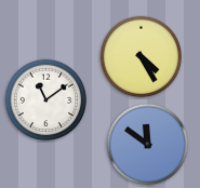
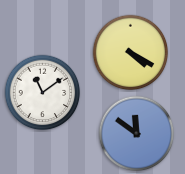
clock at (142, 57): 4:25 -> 4:20
